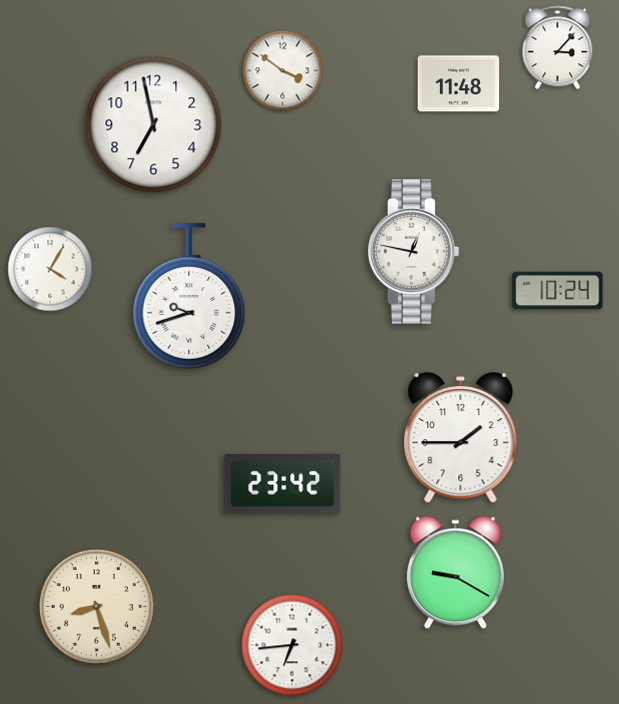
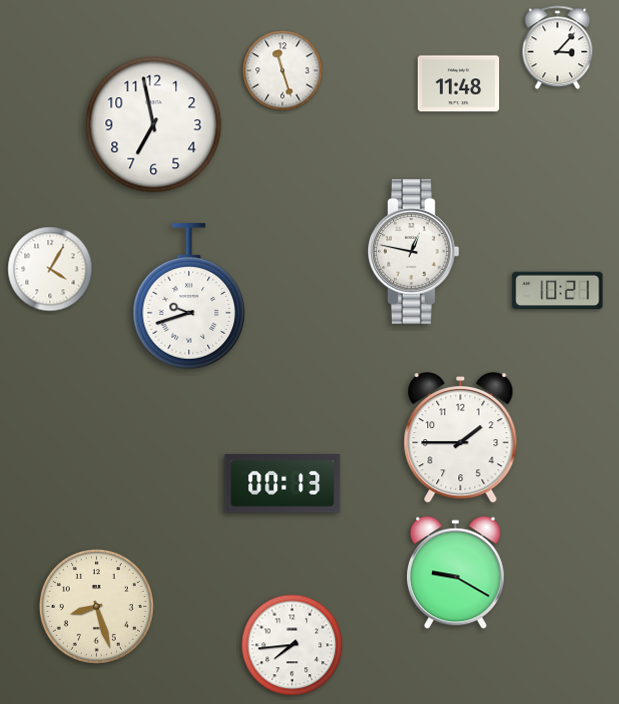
clock at (283, 71): 3:51 -> 11:27
clock at (558, 291): 10:24 -> 10:21
clock at (283, 484): 23:42 -> 00:13
clock at (292, 645): 6:44 -> 7:44
